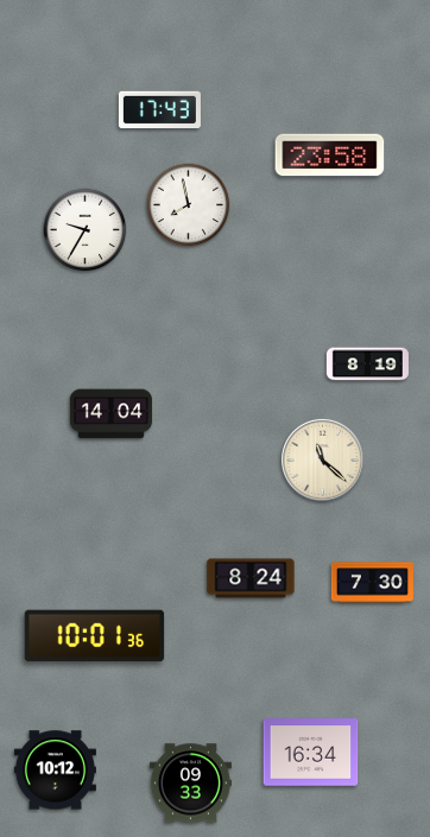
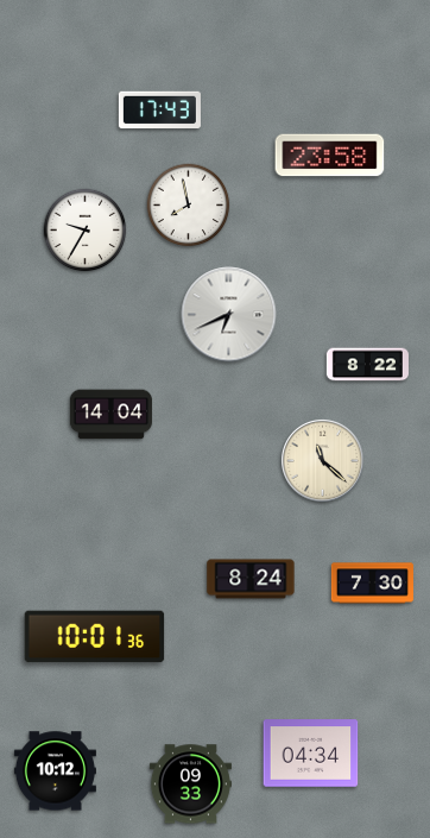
clock at (229, 315): none -> 6:41
clock at (367, 364): 8:19 -> 8:22
clock at (311, 753): 16:34 -> 04:34
